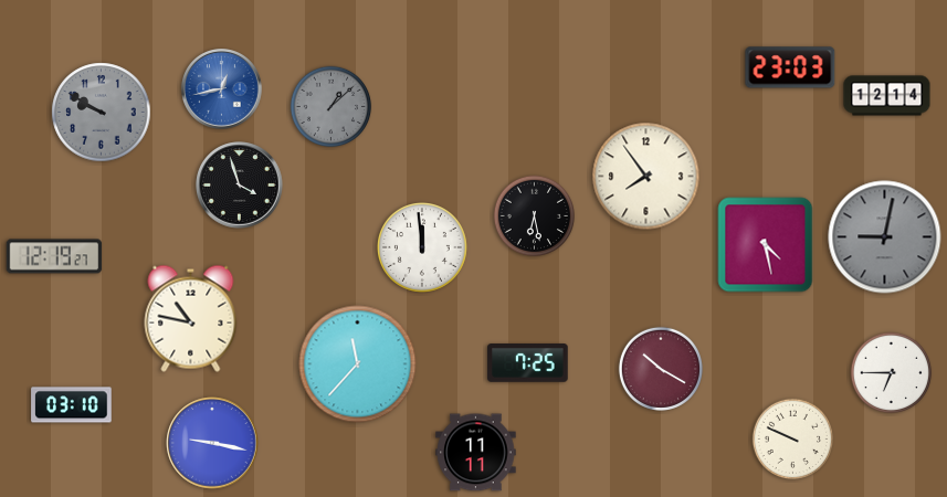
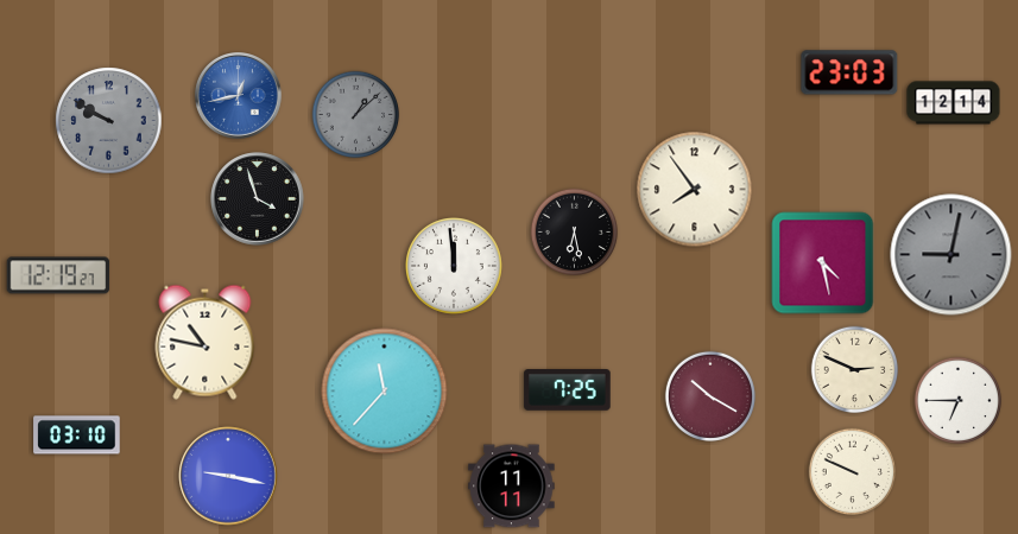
clock at (855, 370): none -> 2:49
